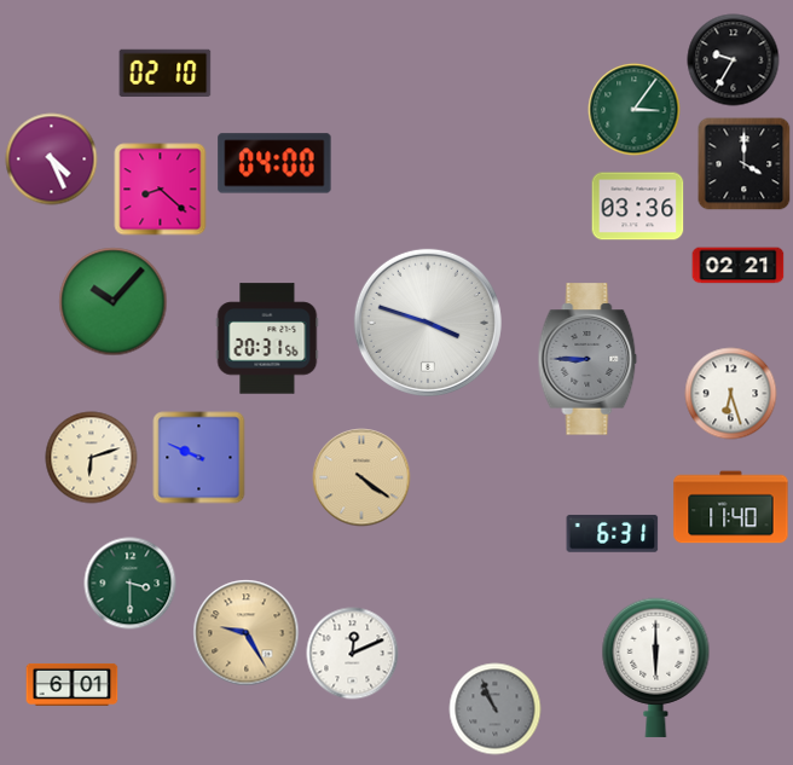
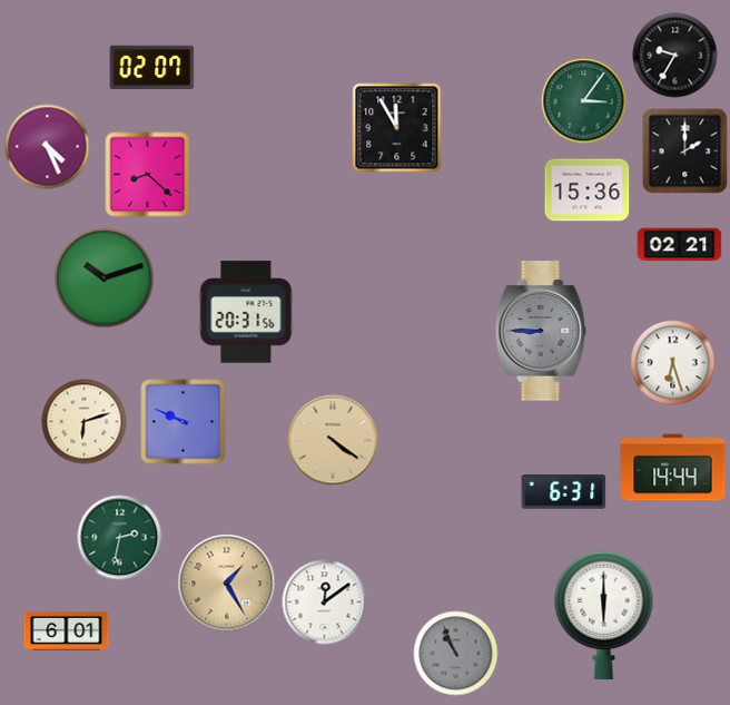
clock at (166, 74): 02:10 -> 02:07
clock at (397, 128): none -> 11:55
clock at (274, 163): 04:00 -> none
clock at (745, 164): 4:00 -> 2:00
clock at (638, 207): 03:36 -> 15:36
clock at (114, 302): 10:07 -> 10:12
clock at (428, 323): 3:48 -> none
clock at (731, 508): 11:40 -> 14:44
clock at (131, 584): 3:30 -> 2:32
clock at (247, 633): 9:25 -> 1:25
clock at (353, 654): 12:11 -> 12:09
